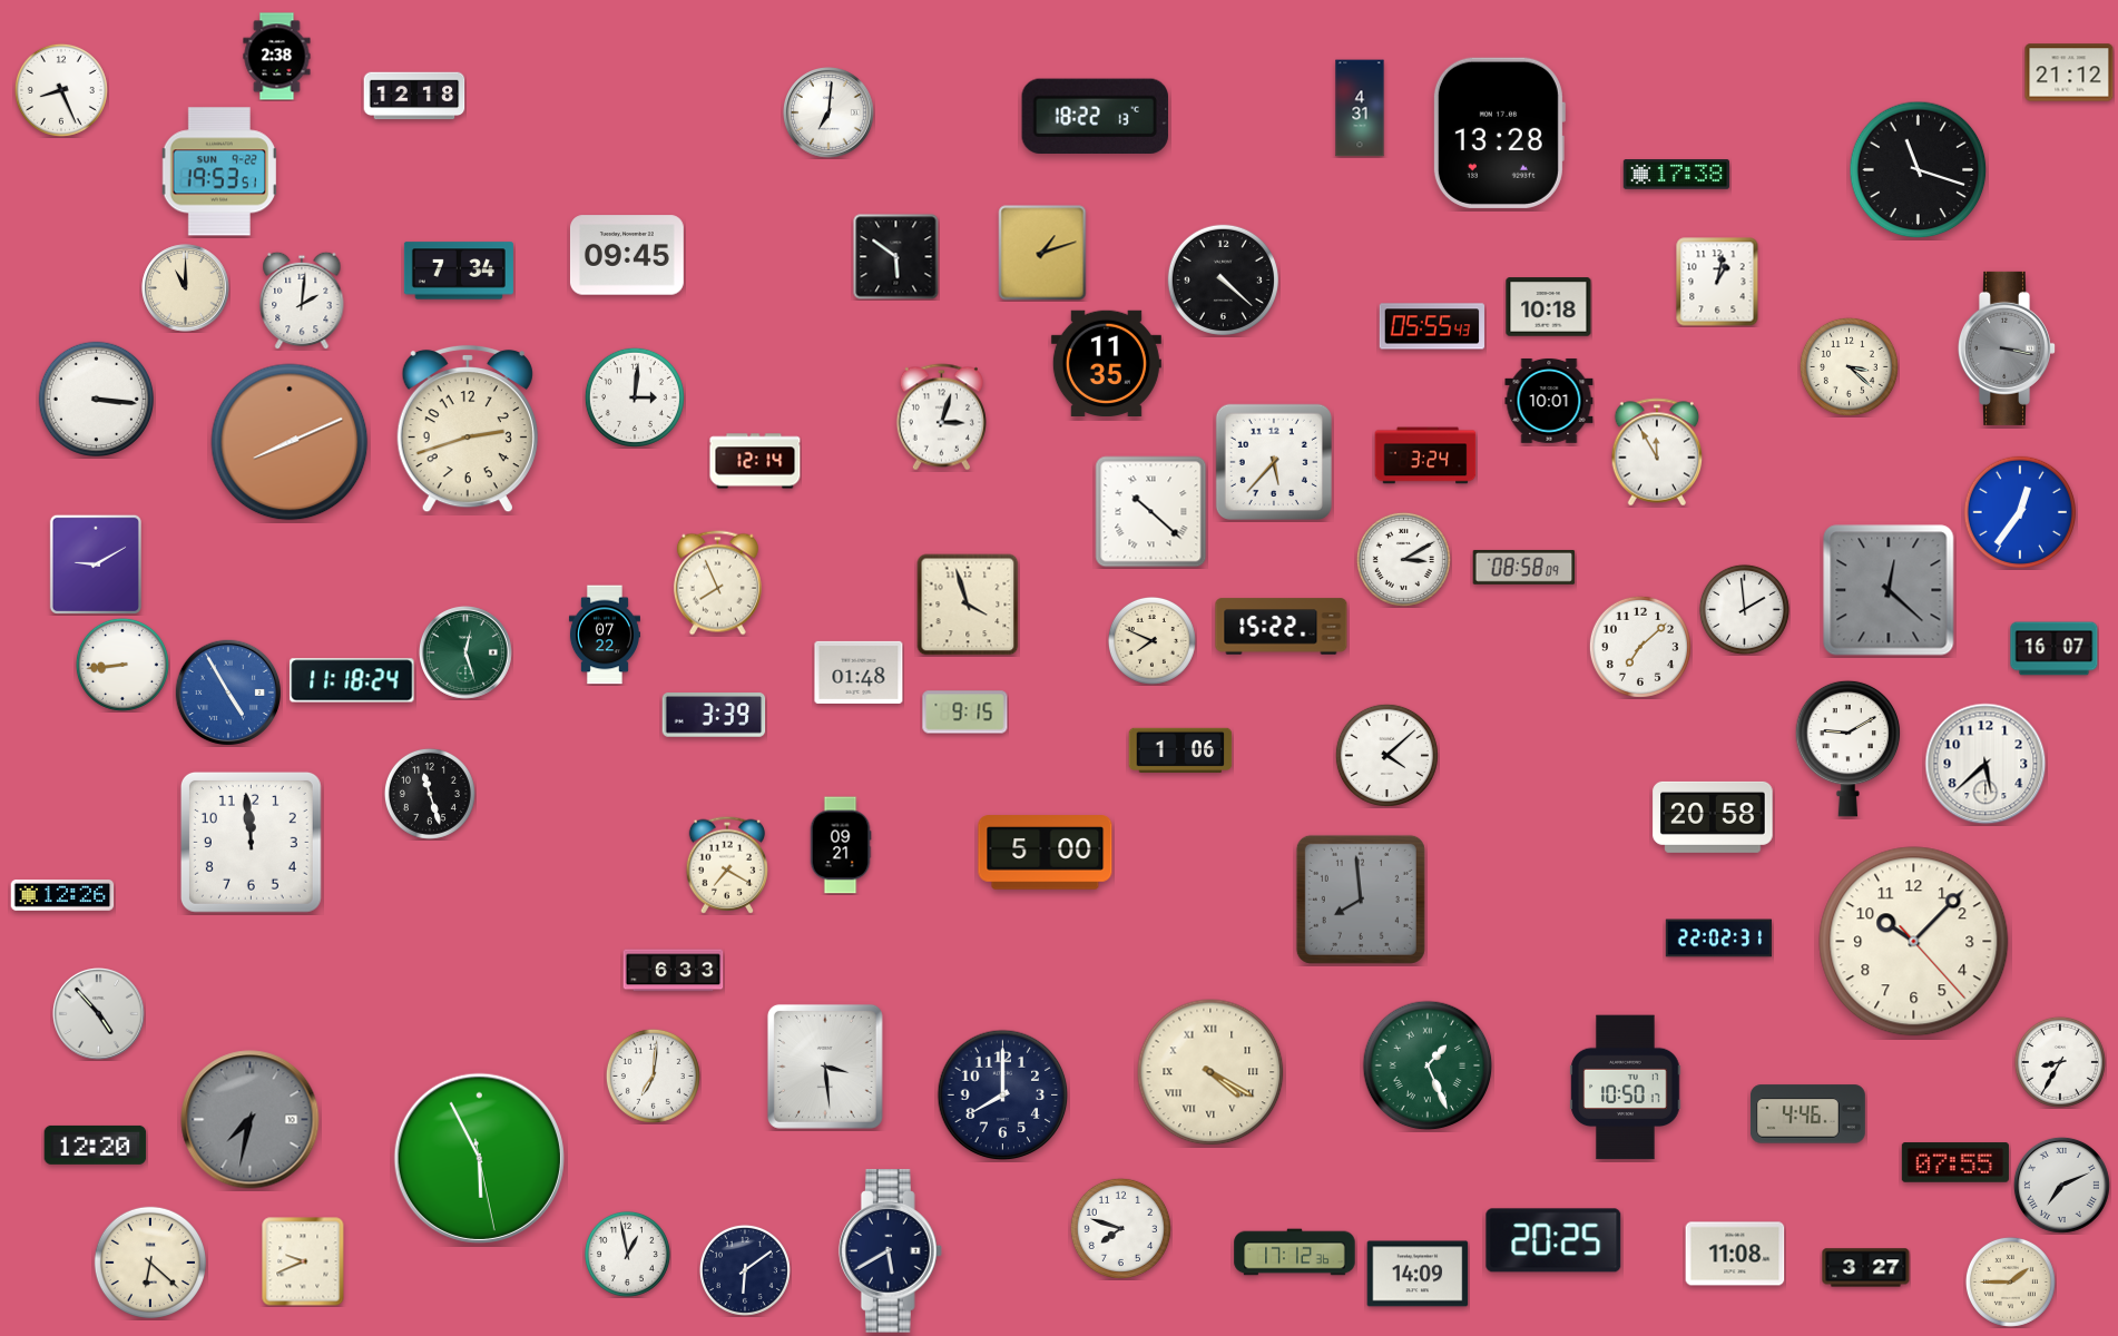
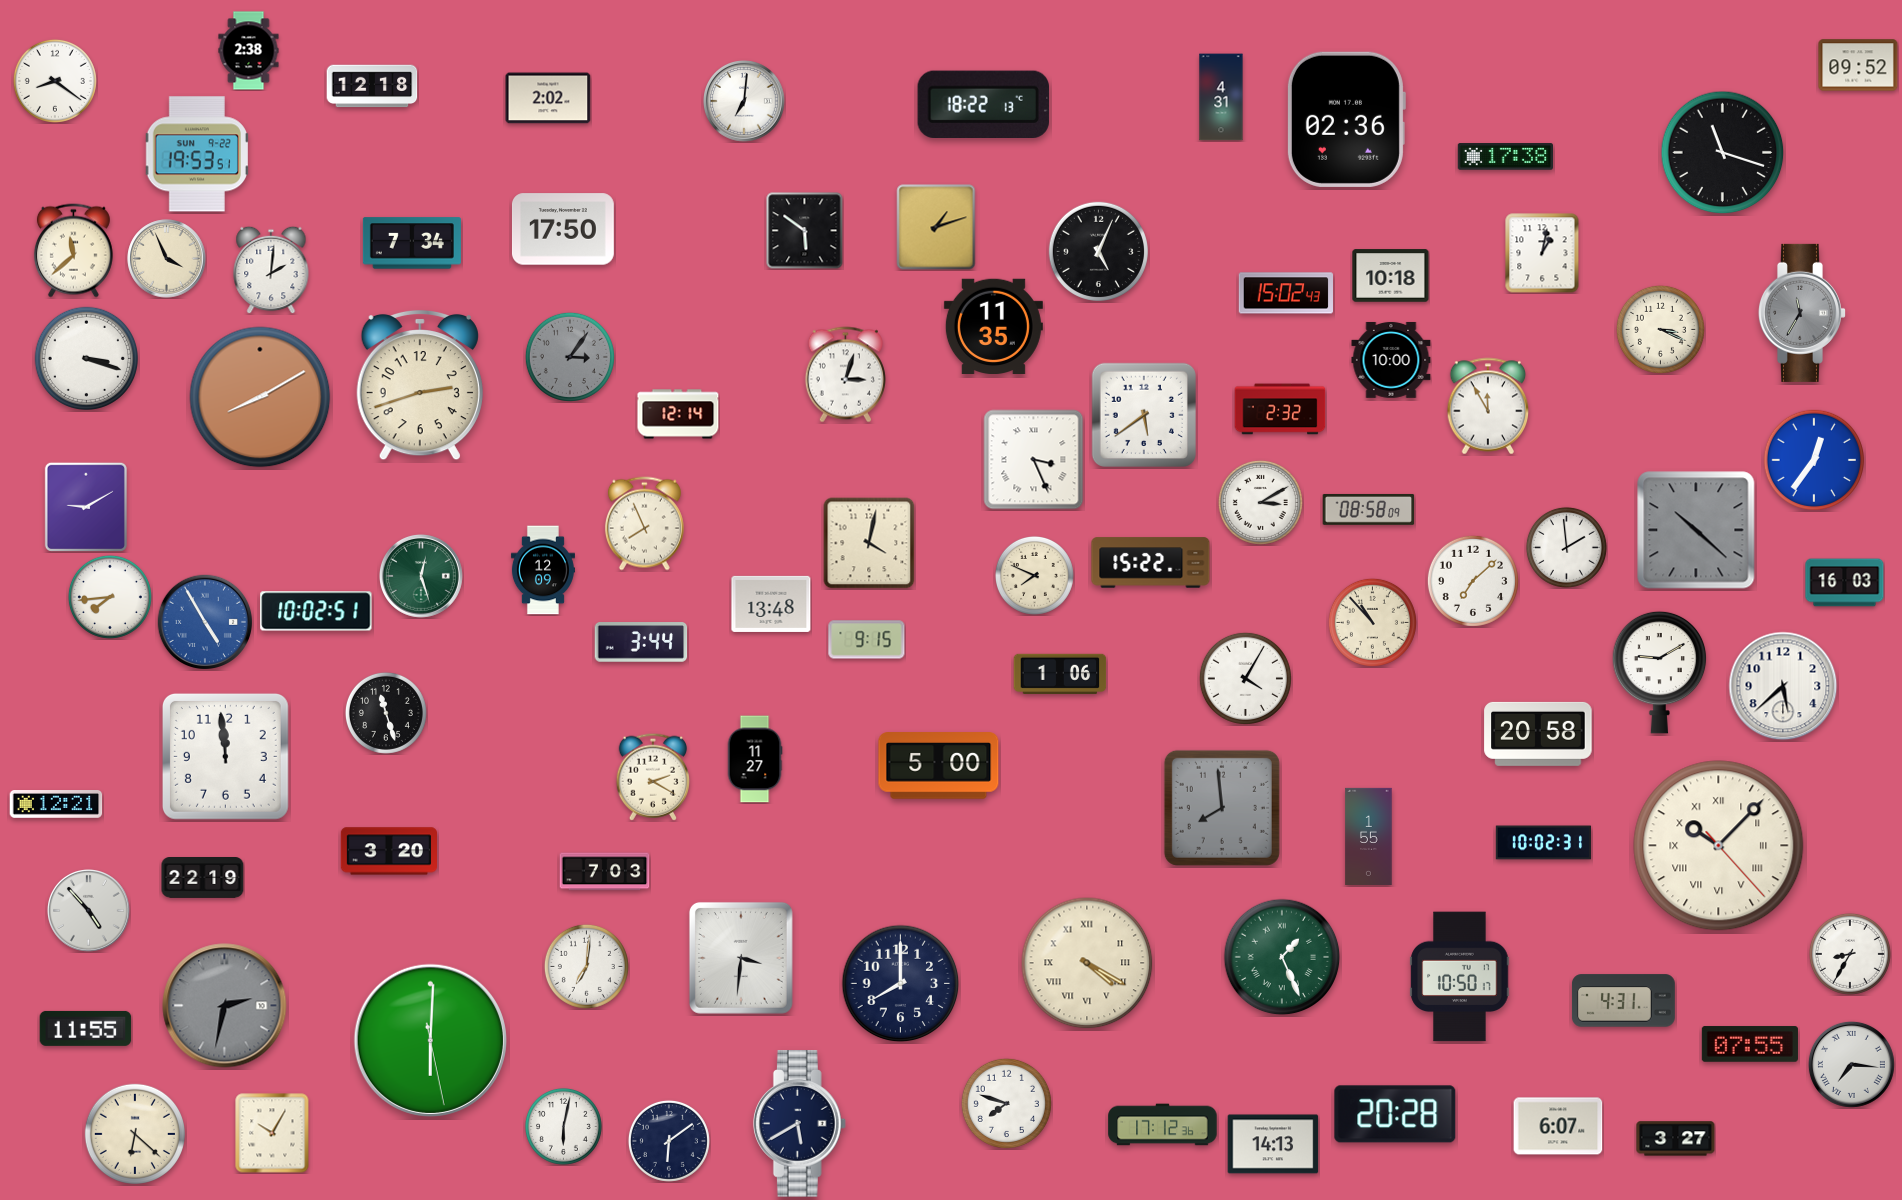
clock at (2069, 72): 21:12 -> 09:52
clock at (61, 90): 8:26 -> 8:21
clock at (548, 98): none -> 2:02
clock at (1499, 132): 13:28 -> 02:36
clock at (627, 255): 09:45 -> 17:50
clock at (73, 251): none -> 11:38
clock at (1223, 279): 4:22 -> 5:04
clock at (186, 288): 11:00 -> 3:56
clock at (1432, 326): 05:55 -> 15:02
clock at (2006, 348): 3:17 -> 11:35
clock at (1849, 366): 3:22 -> 3:19
clock at (635, 397): 3:01 -> 3:06
clock at (635, 397) dial: white -> grey
clock at (96, 399): 3:16 -> 3:18
clock at (1549, 401): 10:01 -> 10:00
clock at (290, 442): 8:11 -> 8:10
clock at (1425, 455): 3:24 -> 2:32
clock at (1274, 462): 5:37 -> 5:39
clock at (1151, 512): 10:22 -> 3:26
clock at (1889, 590): 12:22 -> 10:22
clock at (968, 605): 3:57 -> 4:02
clock at (605, 635): 07:22 -> 12:09
clock at (2055, 649): 16:07 -> 16:03
clock at (467, 654) position: (467, 654) -> (422, 577)
clock at (122, 665): 8:44 -> 7:44
clock at (859, 672): 01:48 -> 13:48
clock at (352, 680): 11:18 -> 10:02
clock at (1372, 622): none -> 10:53
clock at (714, 715): 3:39 -> 3:44
clock at (1386, 755): 4:08 -> 4:05
clock at (841, 845): 09:21 -> 11:27
clock at (726, 865): 7:20 -> 2:20
clock at (62, 896): 12:26 -> 12:21
clock at (1369, 836): none -> 1:55
clock at (1719, 939): 22:02 -> 10:02
clock at (1914, 942) numerals: Arabic -> Roman
clock at (388, 851): none -> 3:20
clock at (674, 971): 6:33 -> 7:03
clock at (203, 878): none -> 22:19
clock at (825, 1067): 3:29 -> 3:31
clock at (1808, 1114): 4:46 -> 4:31
clock at (251, 1120): 7:32 -> 2:32
clock at (96, 1145): 12:20 -> 11:55
clock at (479, 1158): 5:55 -> 6:00
clock at (1955, 1162) position: (1955, 1162) -> (1750, 1044)
clock at (2061, 1185): 7:11 -> 7:16
clock at (1553, 1240): 20:25 -> 20:28
clock at (627, 1254): 12:58 -> 6:02
clock at (1735, 1254): 11:08 -> 6:07
clock at (303, 1261): 9:41 -> 10:05
clock at (1418, 1274): 14:09 -> 14:13
clock at (2010, 1281): 1:45 -> none
